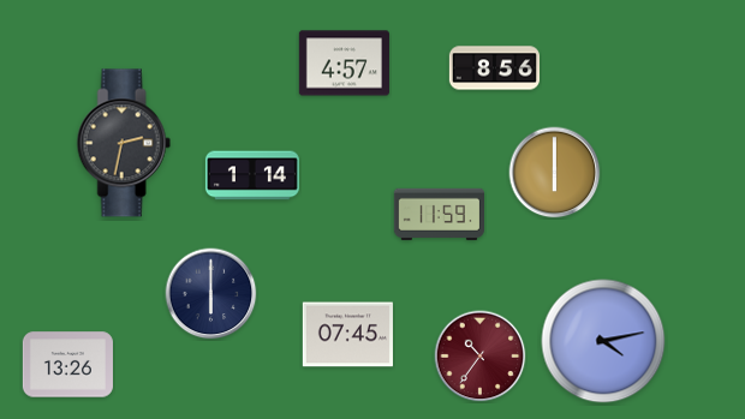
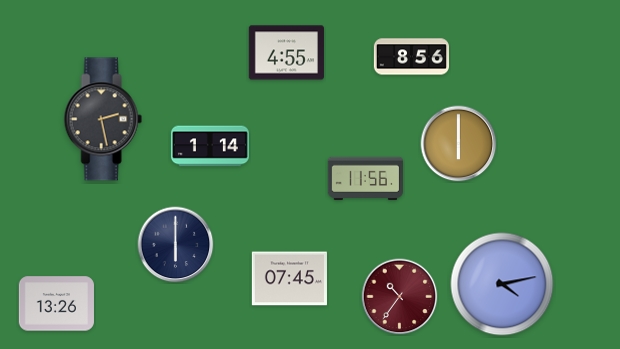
clock at (344, 64): 4:57 -> 4:55
clock at (124, 143): 2:32 -> 2:28
clock at (555, 173) position: (555, 173) -> (459, 144)
clock at (439, 214): 11:59 -> 11:56
